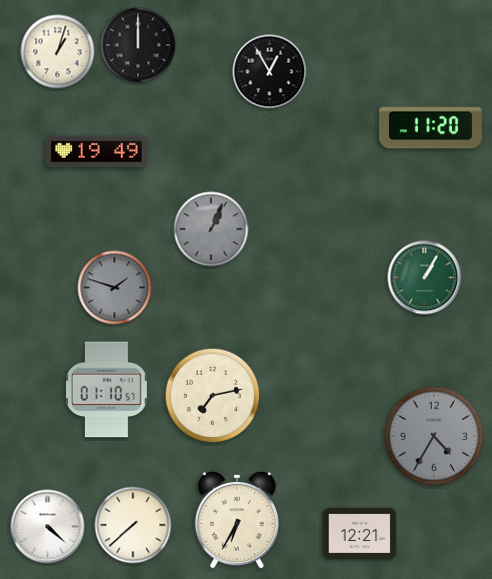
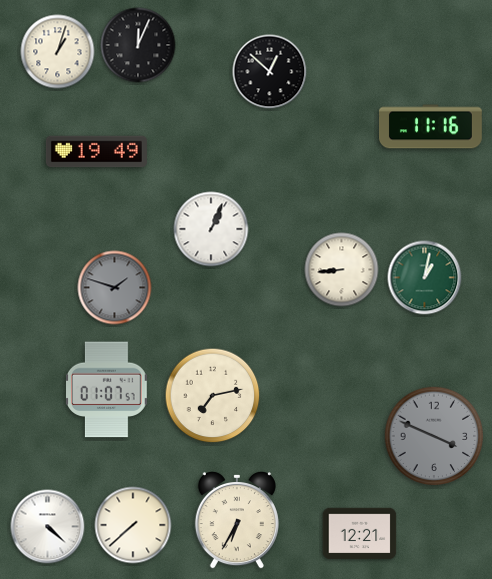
clock at (138, 45): 12:00 -> 12:04
clock at (270, 72): 12:55 -> 12:52
clock at (431, 127): 11:20 -> 11:16
clock at (211, 229) dial: grey -> white
clock at (342, 270): none -> 8:44
clock at (425, 278): 1:05 -> 1:02
clock at (107, 390): 01:10 -> 01:07
clock at (434, 436): 4:35 -> 3:49
